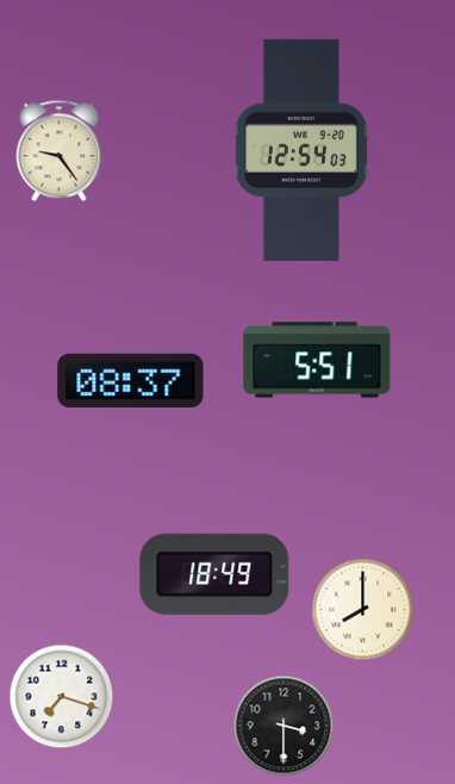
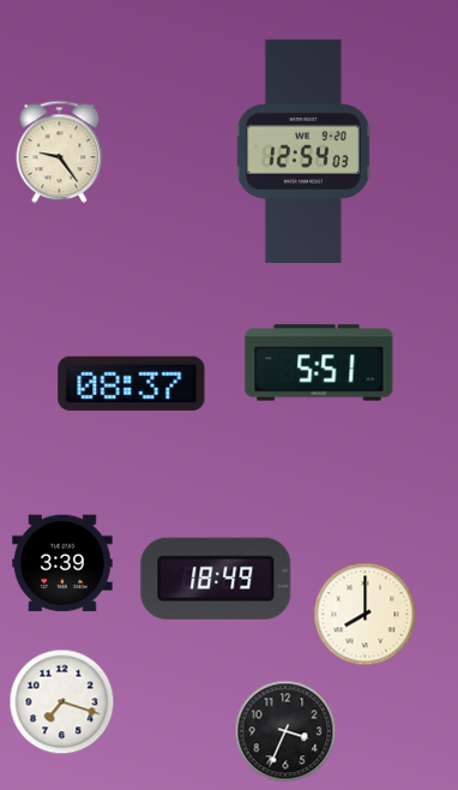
clock at (62, 563): none -> 3:39
clock at (283, 726): 3:30 -> 3:34
